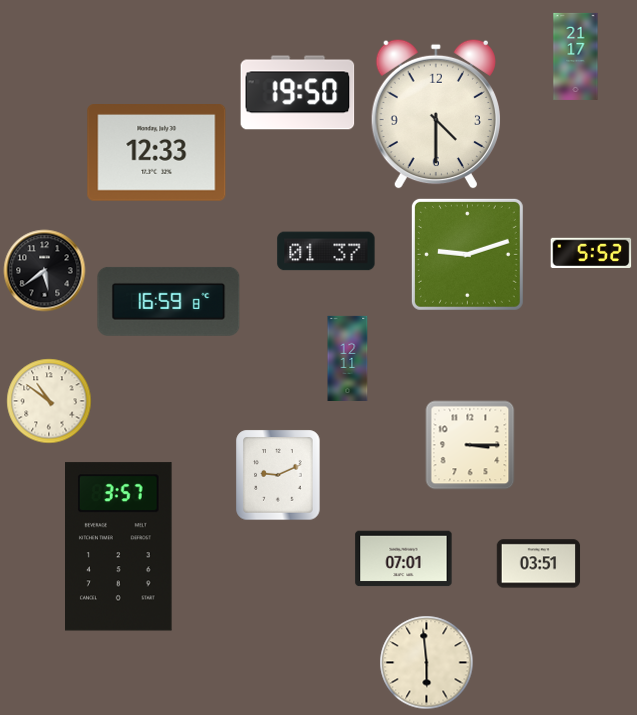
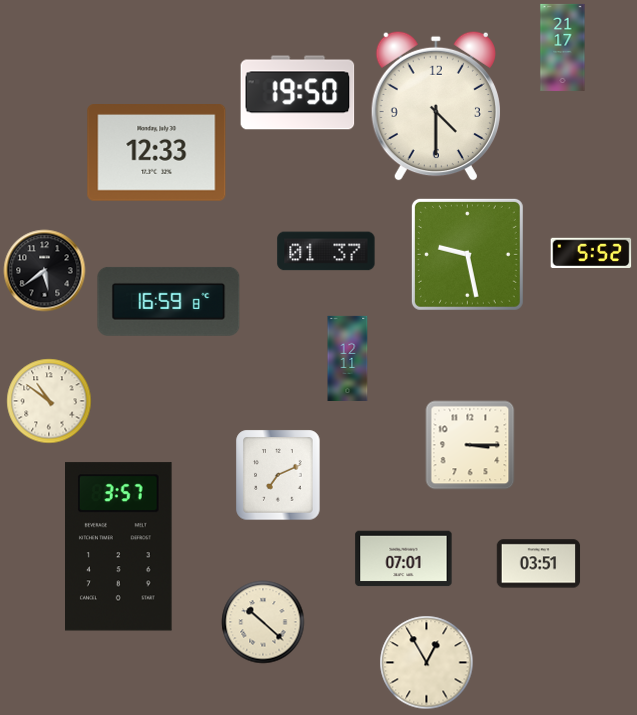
clock at (576, 56) position: (576, 56) -> (563, 47)
clock at (436, 114) position: (436, 114) -> (436, 106)
clock at (467, 254): 9:12 -> 9:28
clock at (278, 475): 9:11 -> 7:11
clock at (263, 622): none -> 10:22
clock at (427, 663): 5:59 -> 12:55
